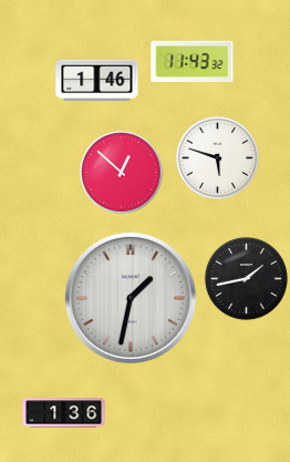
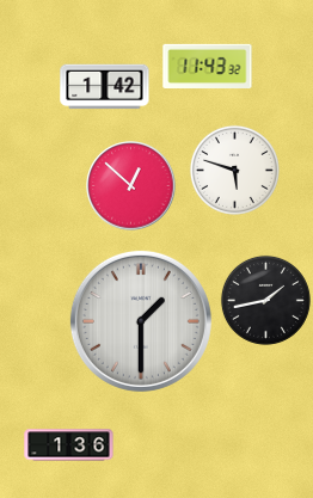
clock at (97, 81): 1:46 -> 1:42
clock at (131, 298): 1:32 -> 1:30
